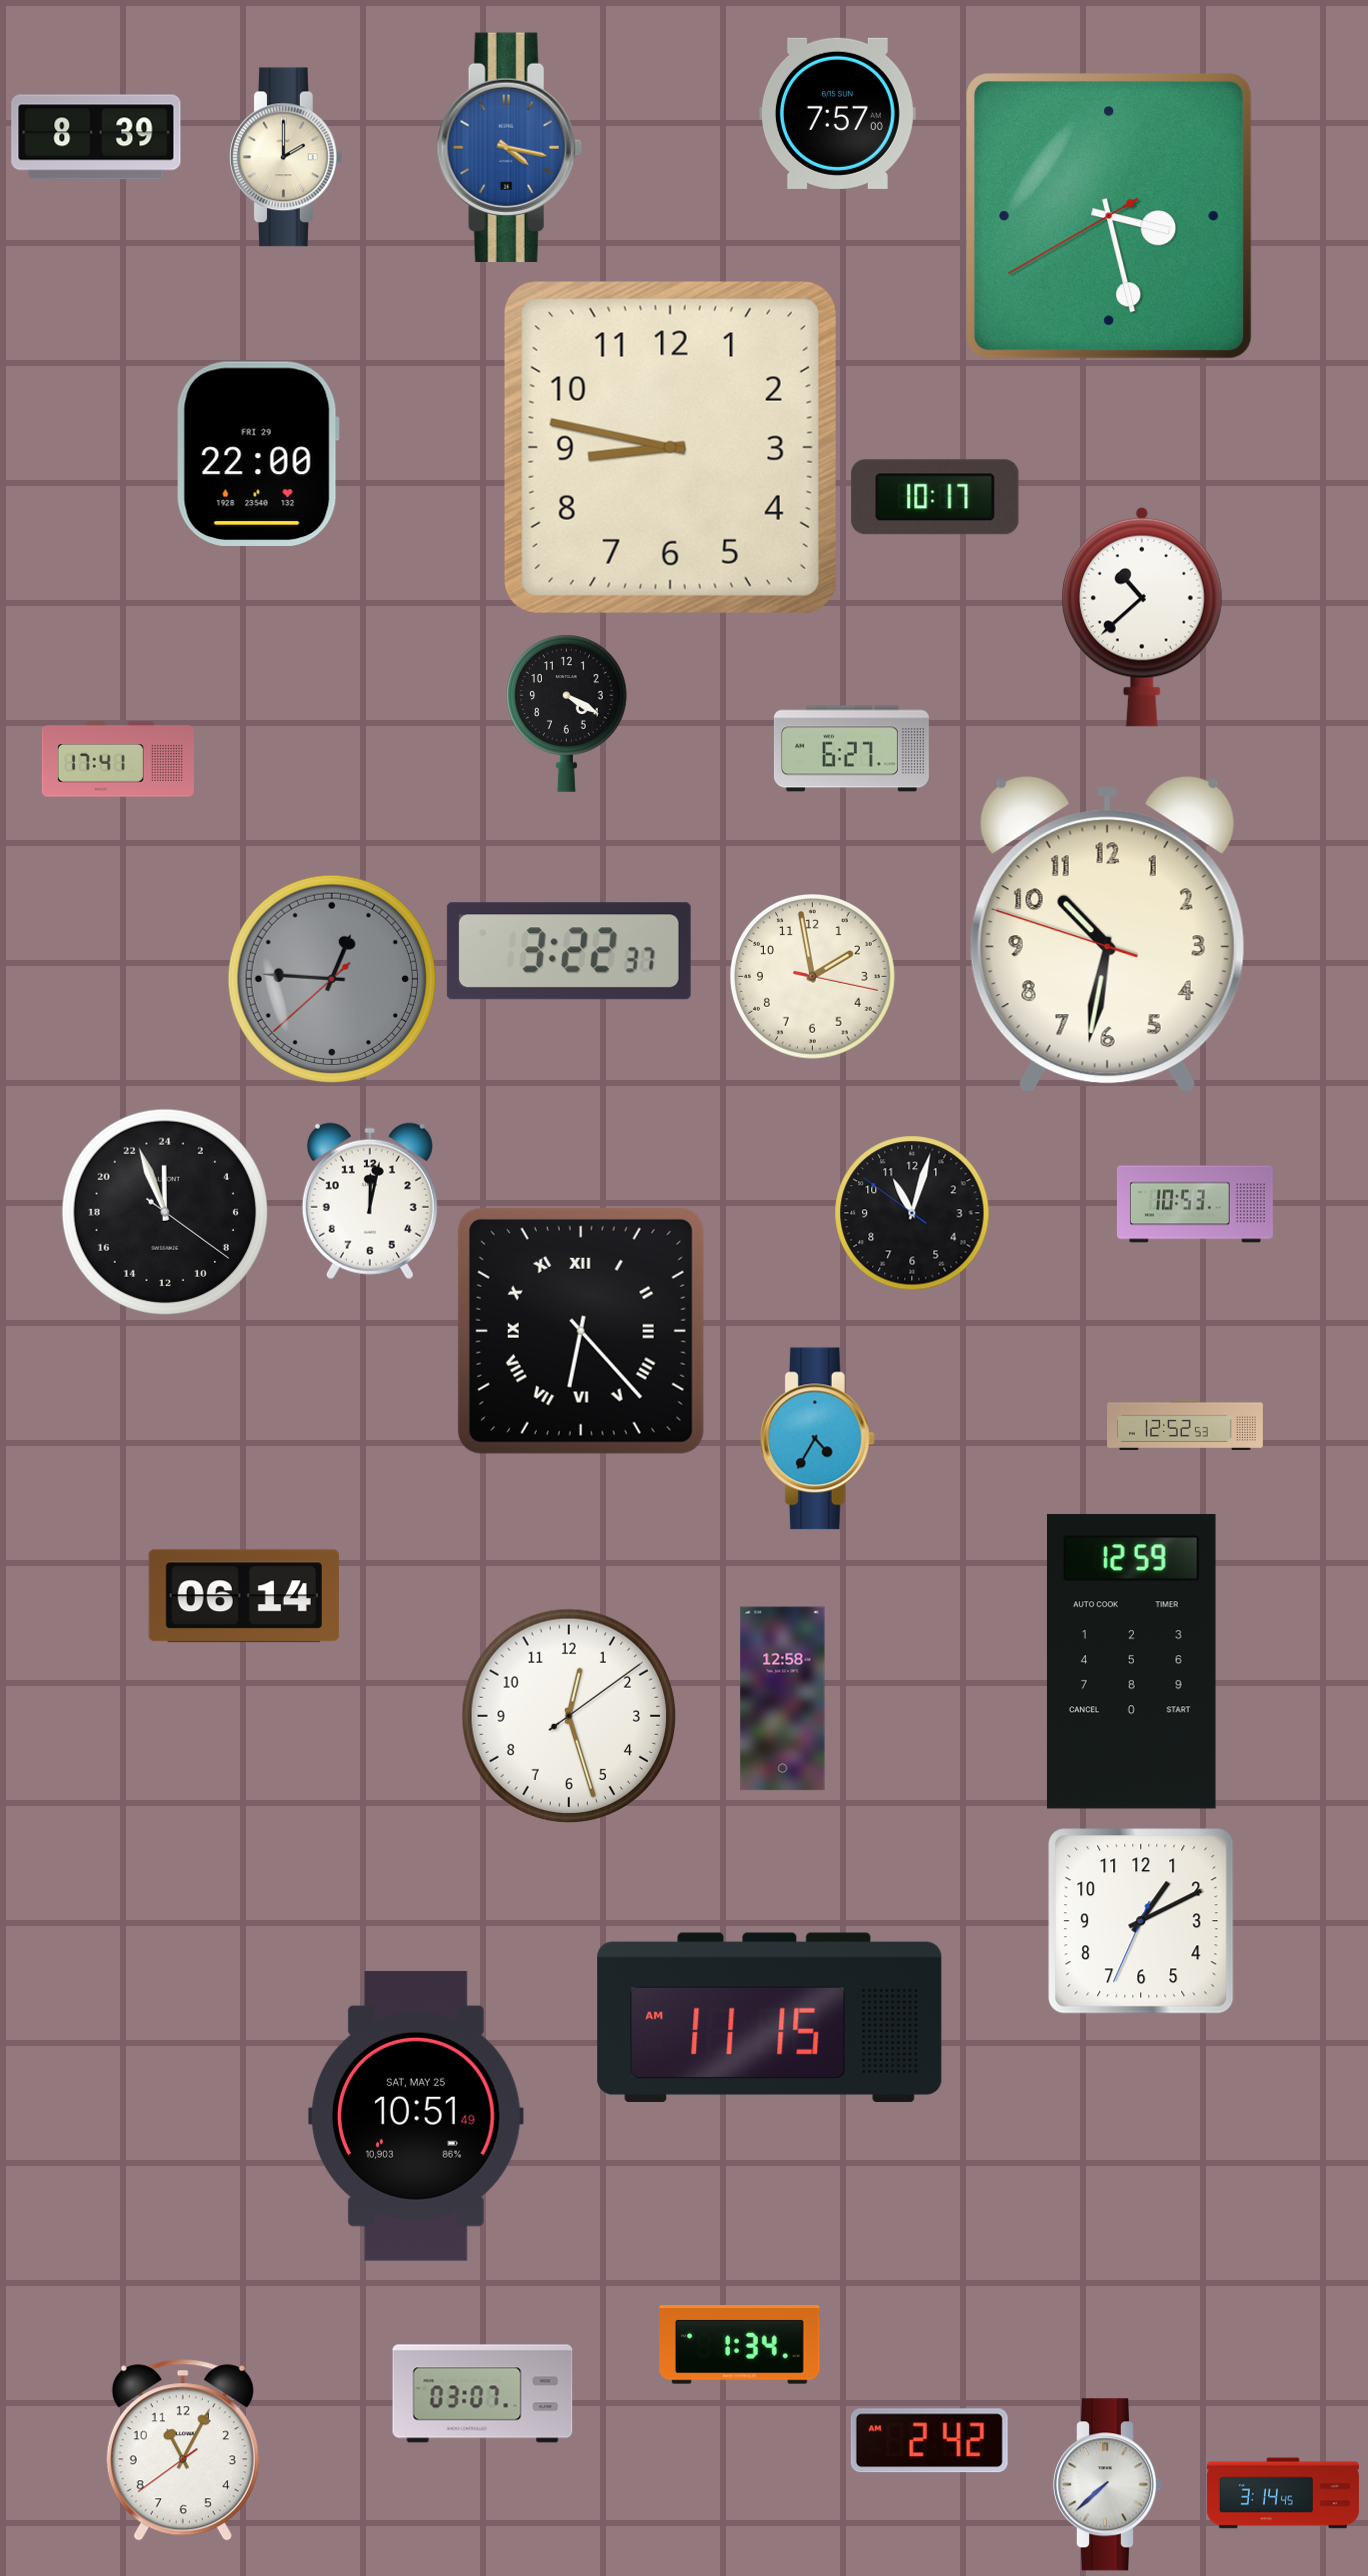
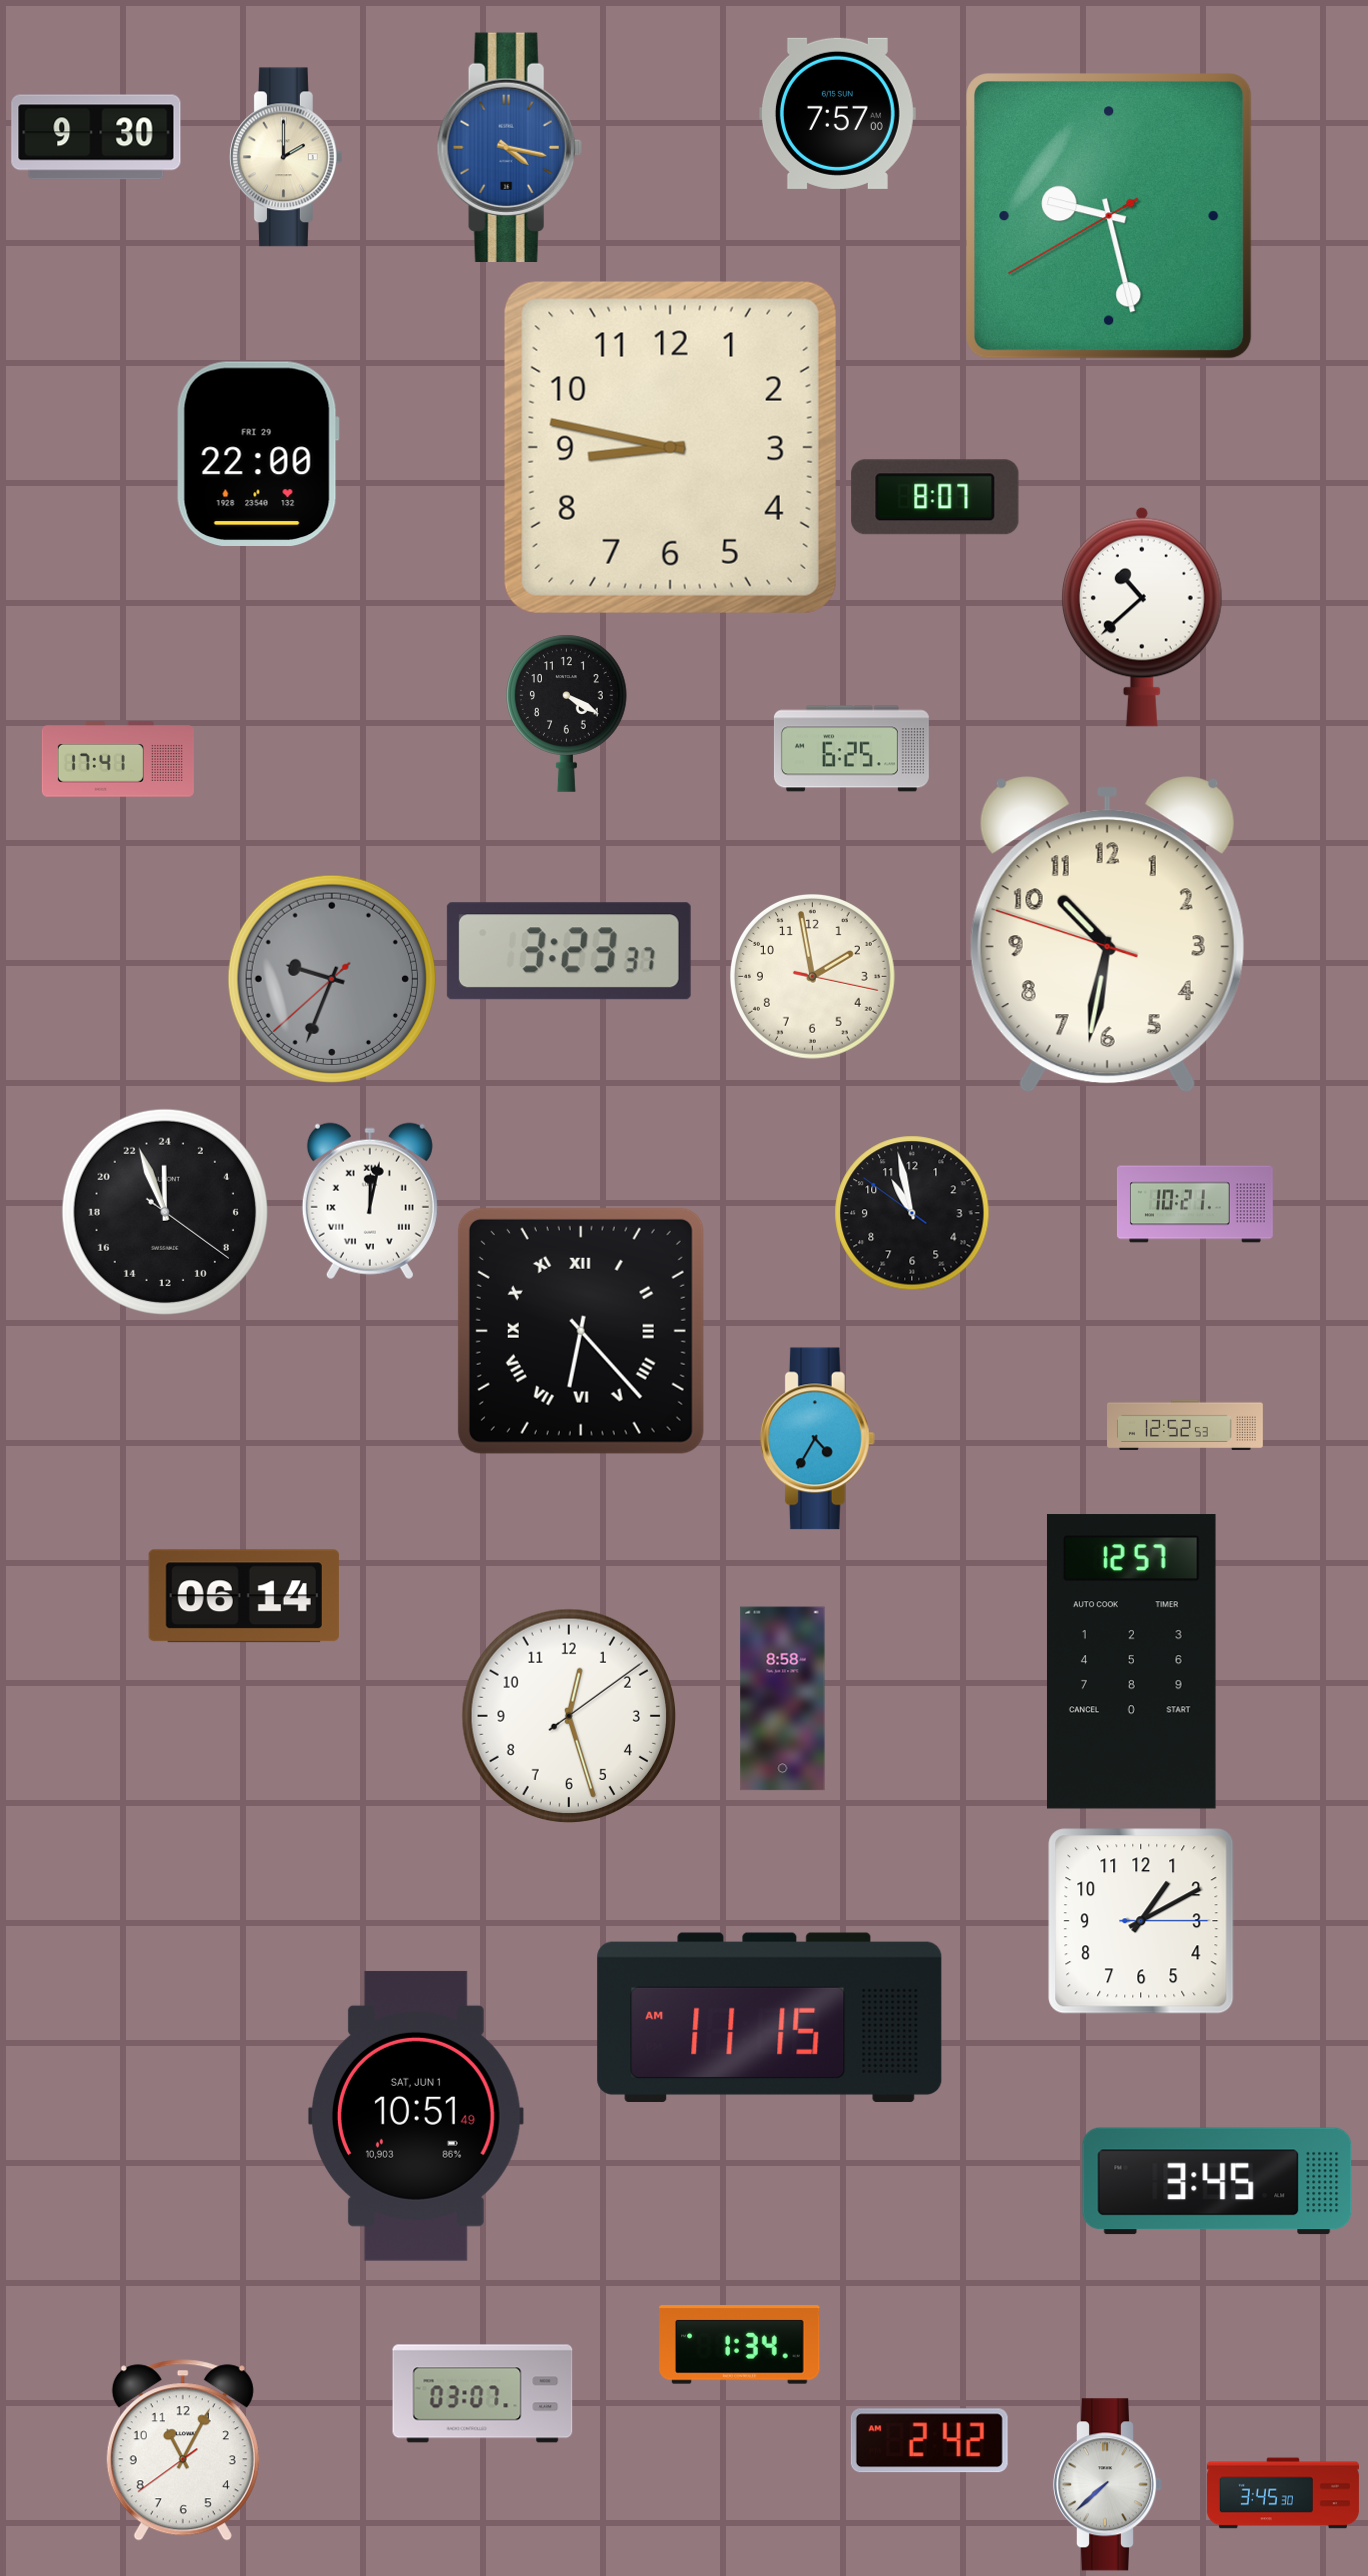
clock at (96, 137): 8:39 -> 9:30
clock at (1110, 217): 3:27 -> 9:27
clock at (935, 497): 10:17 -> 8:07
clock at (851, 749): 6:27 -> 6:25
clock at (569, 951): 3:22 -> 3:23
clock at (332, 979): 12:45 -> 9:33
clock at (370, 1201) numerals: Arabic -> Roman
clock at (1195, 1204): 10:53 -> 10:21
clock at (912, 1213): 11:02 -> 10:57
clock at (1131, 1662): 12:59 -> 12:57
clock at (783, 1699): 12:58 -> 8:58
clock at (1141, 1921): 1:10:34 -> 1:10:15
clock at (416, 2116) date: SAT, MAY 25 -> SAT, JUN 1
clock at (1217, 2181): none -> 3:45
clock at (1283, 2493): 3:14 -> 3:45
